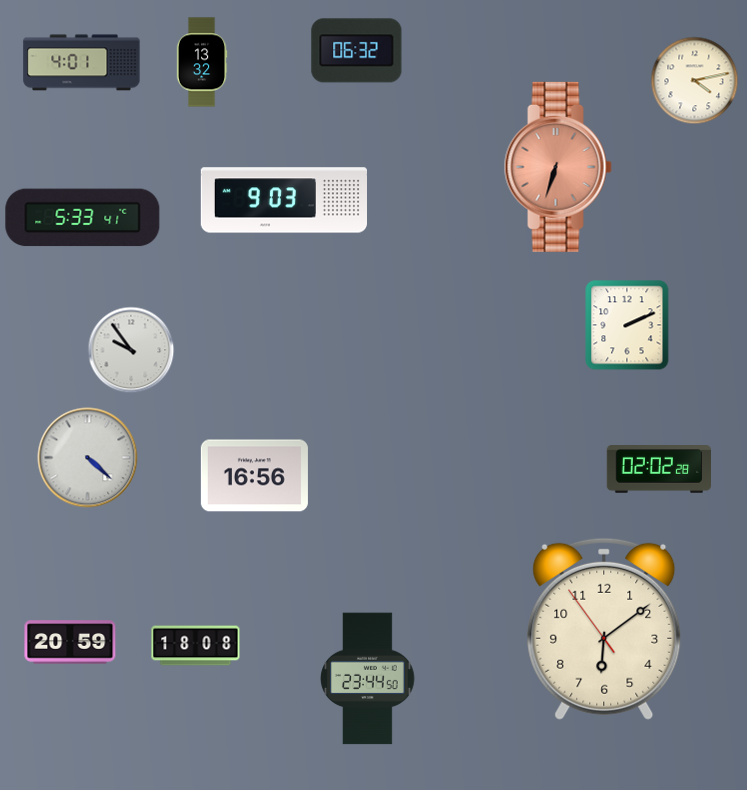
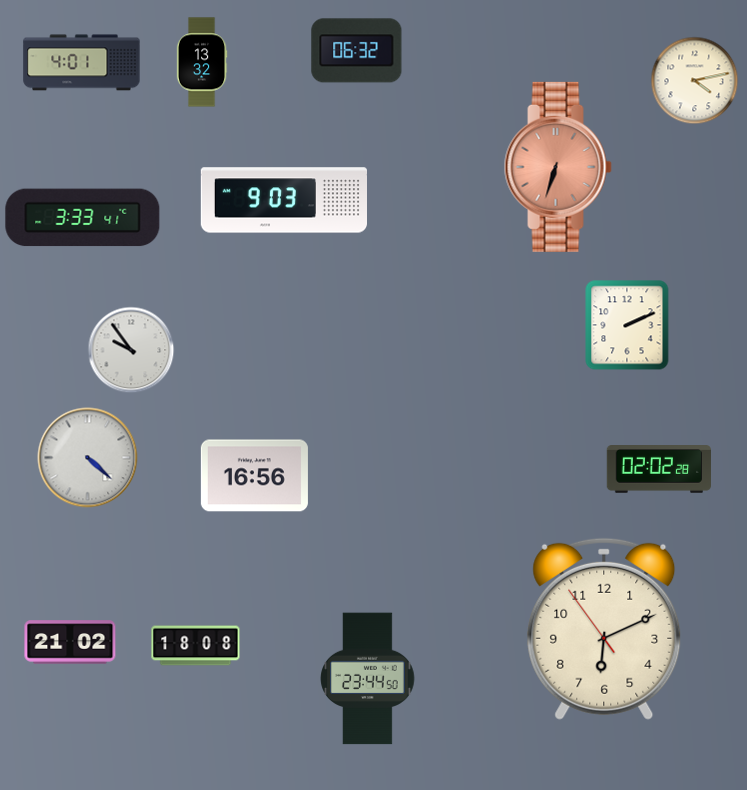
clock at (83, 218): 5:33 -> 3:33
clock at (604, 629): 6:08 -> 6:10
clock at (70, 642): 20:59 -> 21:02
